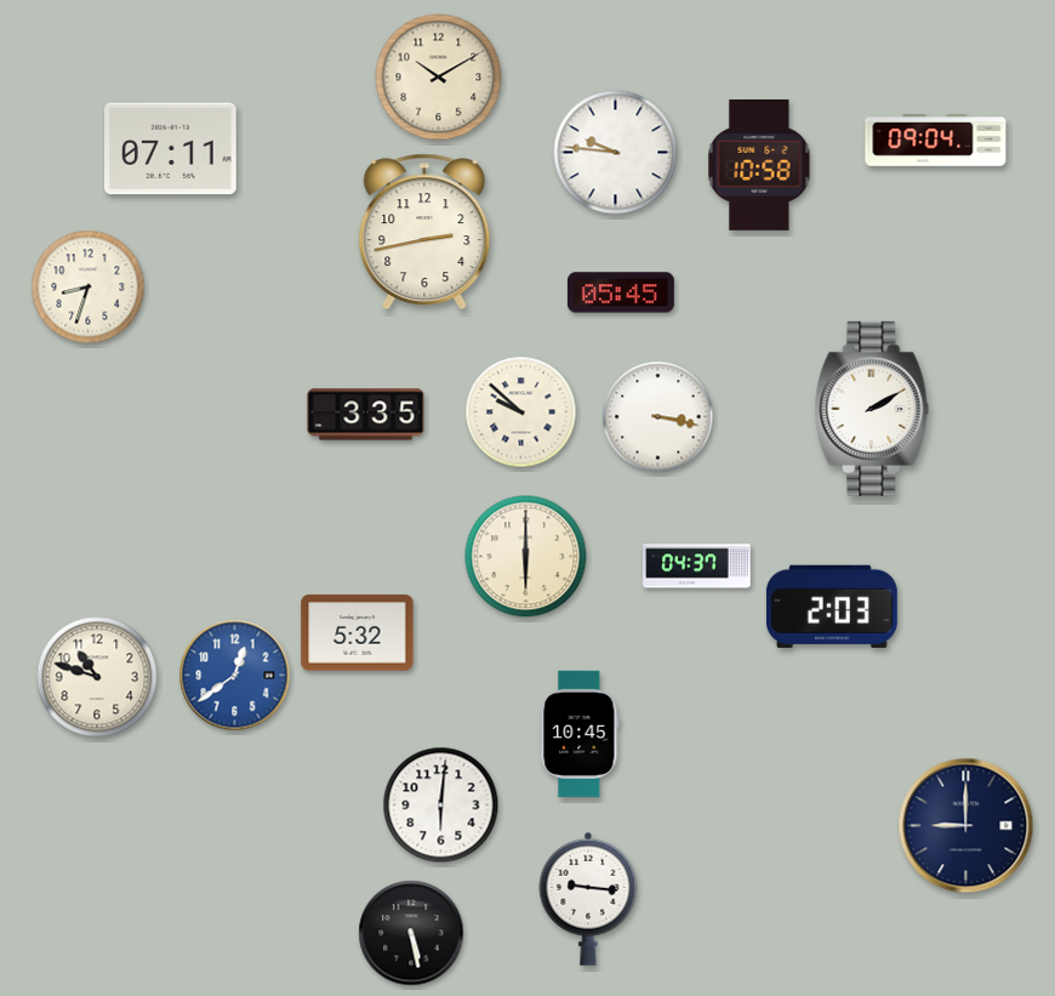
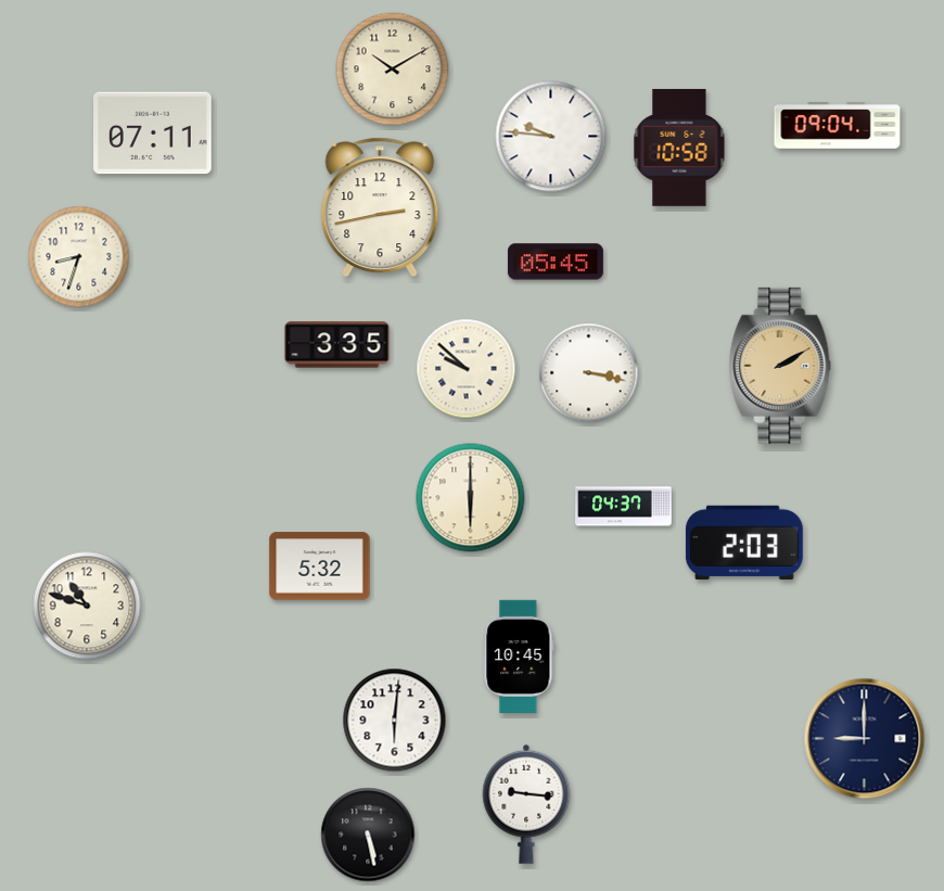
clock at (872, 409) dial: white -> champagne
clock at (366, 415) position: (366, 415) -> (337, 345)
clock at (235, 676): 12:39 -> none
